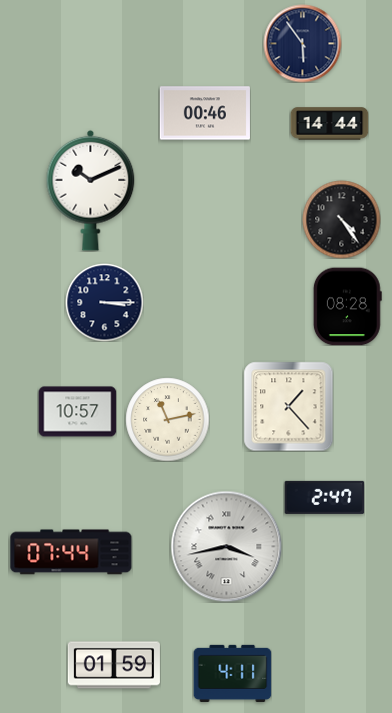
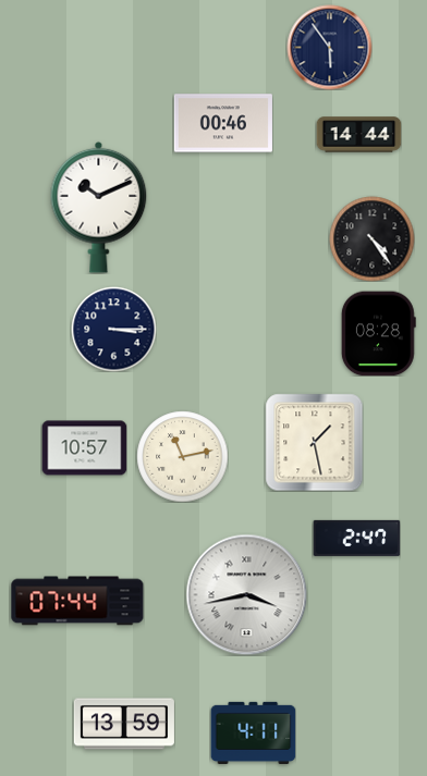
clock at (288, 406): 1:23 -> 1:28
clock at (324, 497) position: (324, 497) -> (356, 538)
clock at (114, 665): 01:59 -> 13:59
